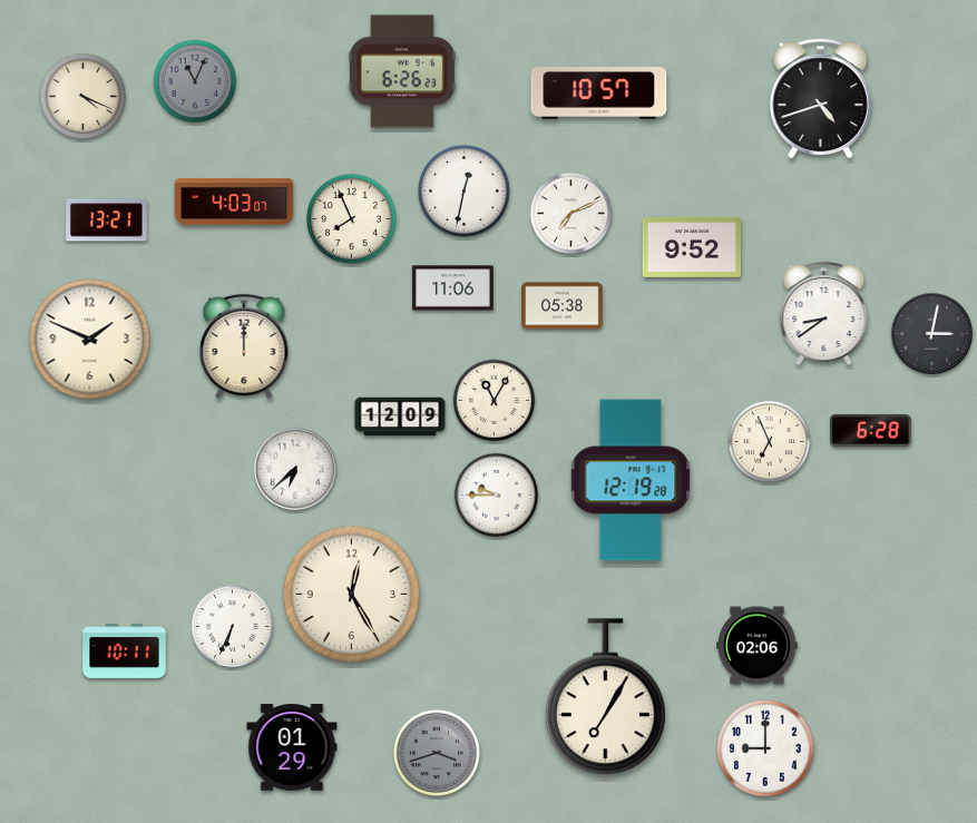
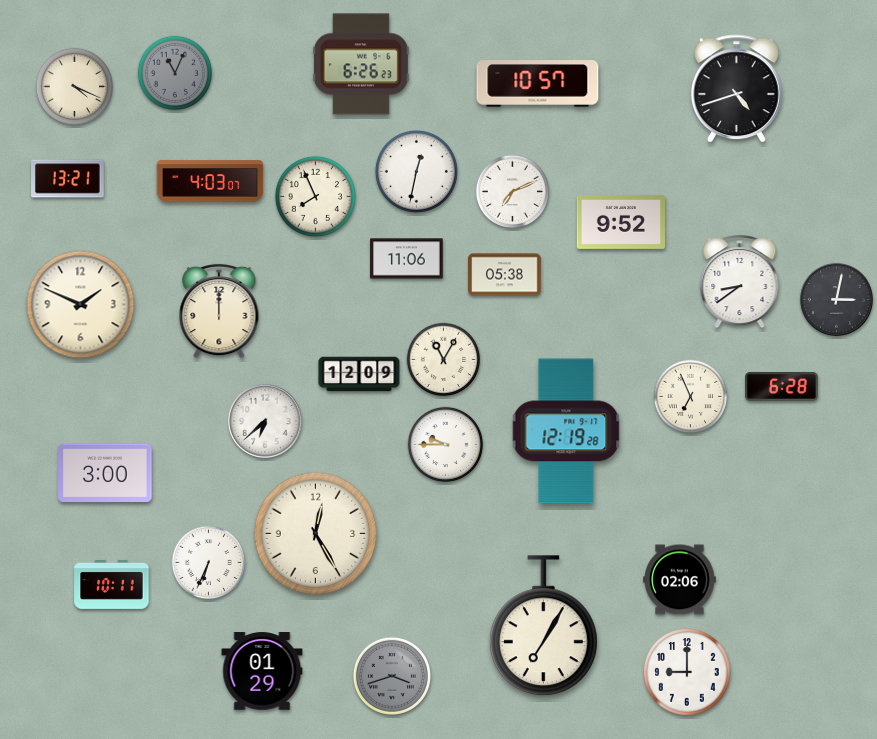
clock at (107, 221) position: (107, 221) -> (68, 179)
clock at (105, 472): none -> 3:00
